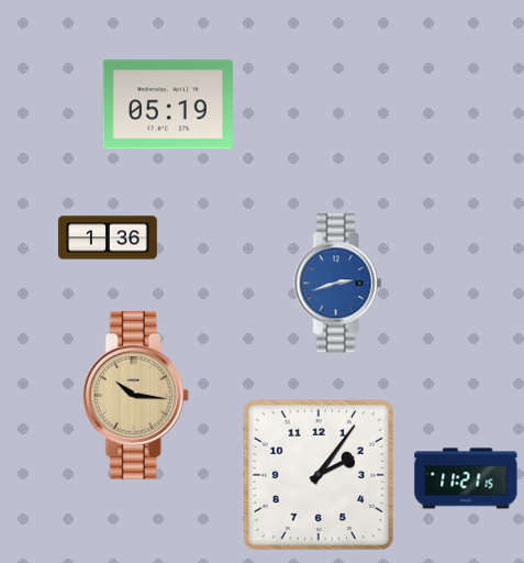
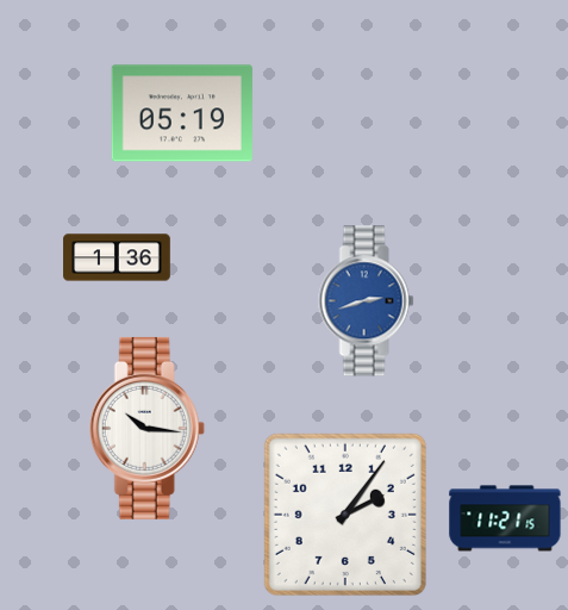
clock at (338, 284) position: (338, 284) -> (367, 301)
clock at (135, 395) dial: champagne -> white
